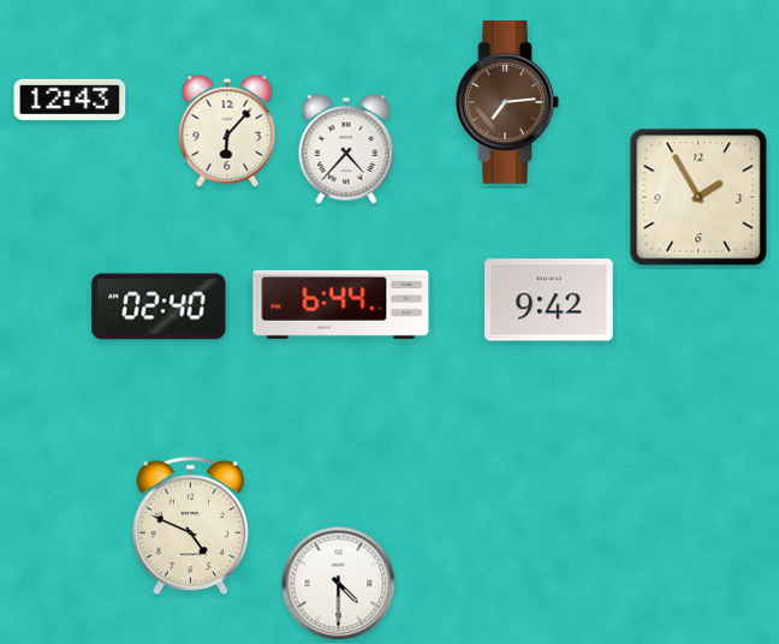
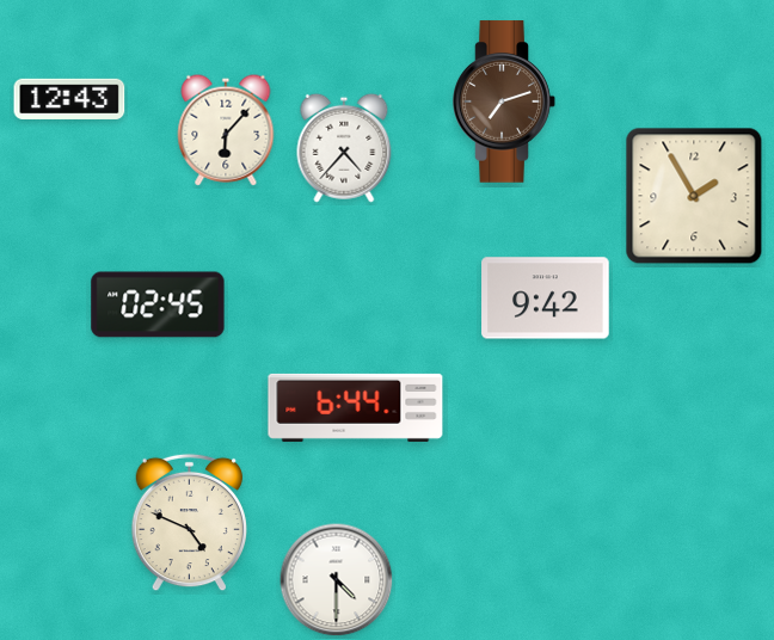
clock at (507, 102): 7:14 -> 7:12
clock at (341, 304) position: (341, 304) -> (356, 407)
clock at (159, 306): 02:40 -> 02:45
